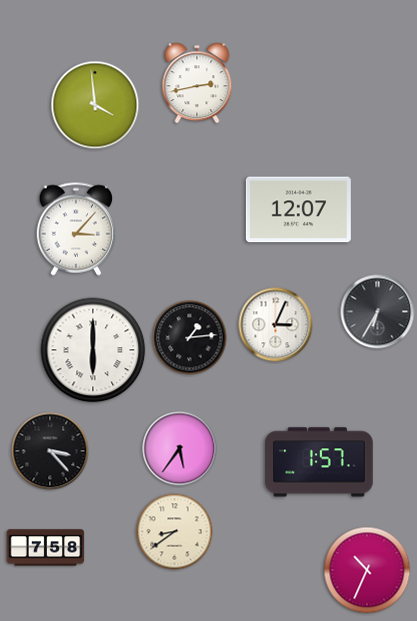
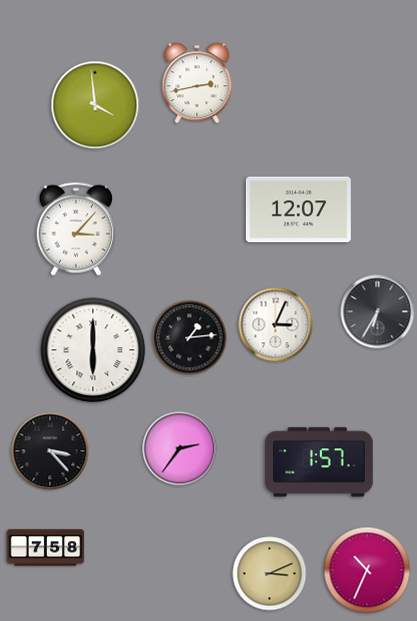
clock at (180, 449): 5:36 -> 2:36
clock at (175, 532): 8:39 -> none
clock at (270, 574): none -> 3:11
